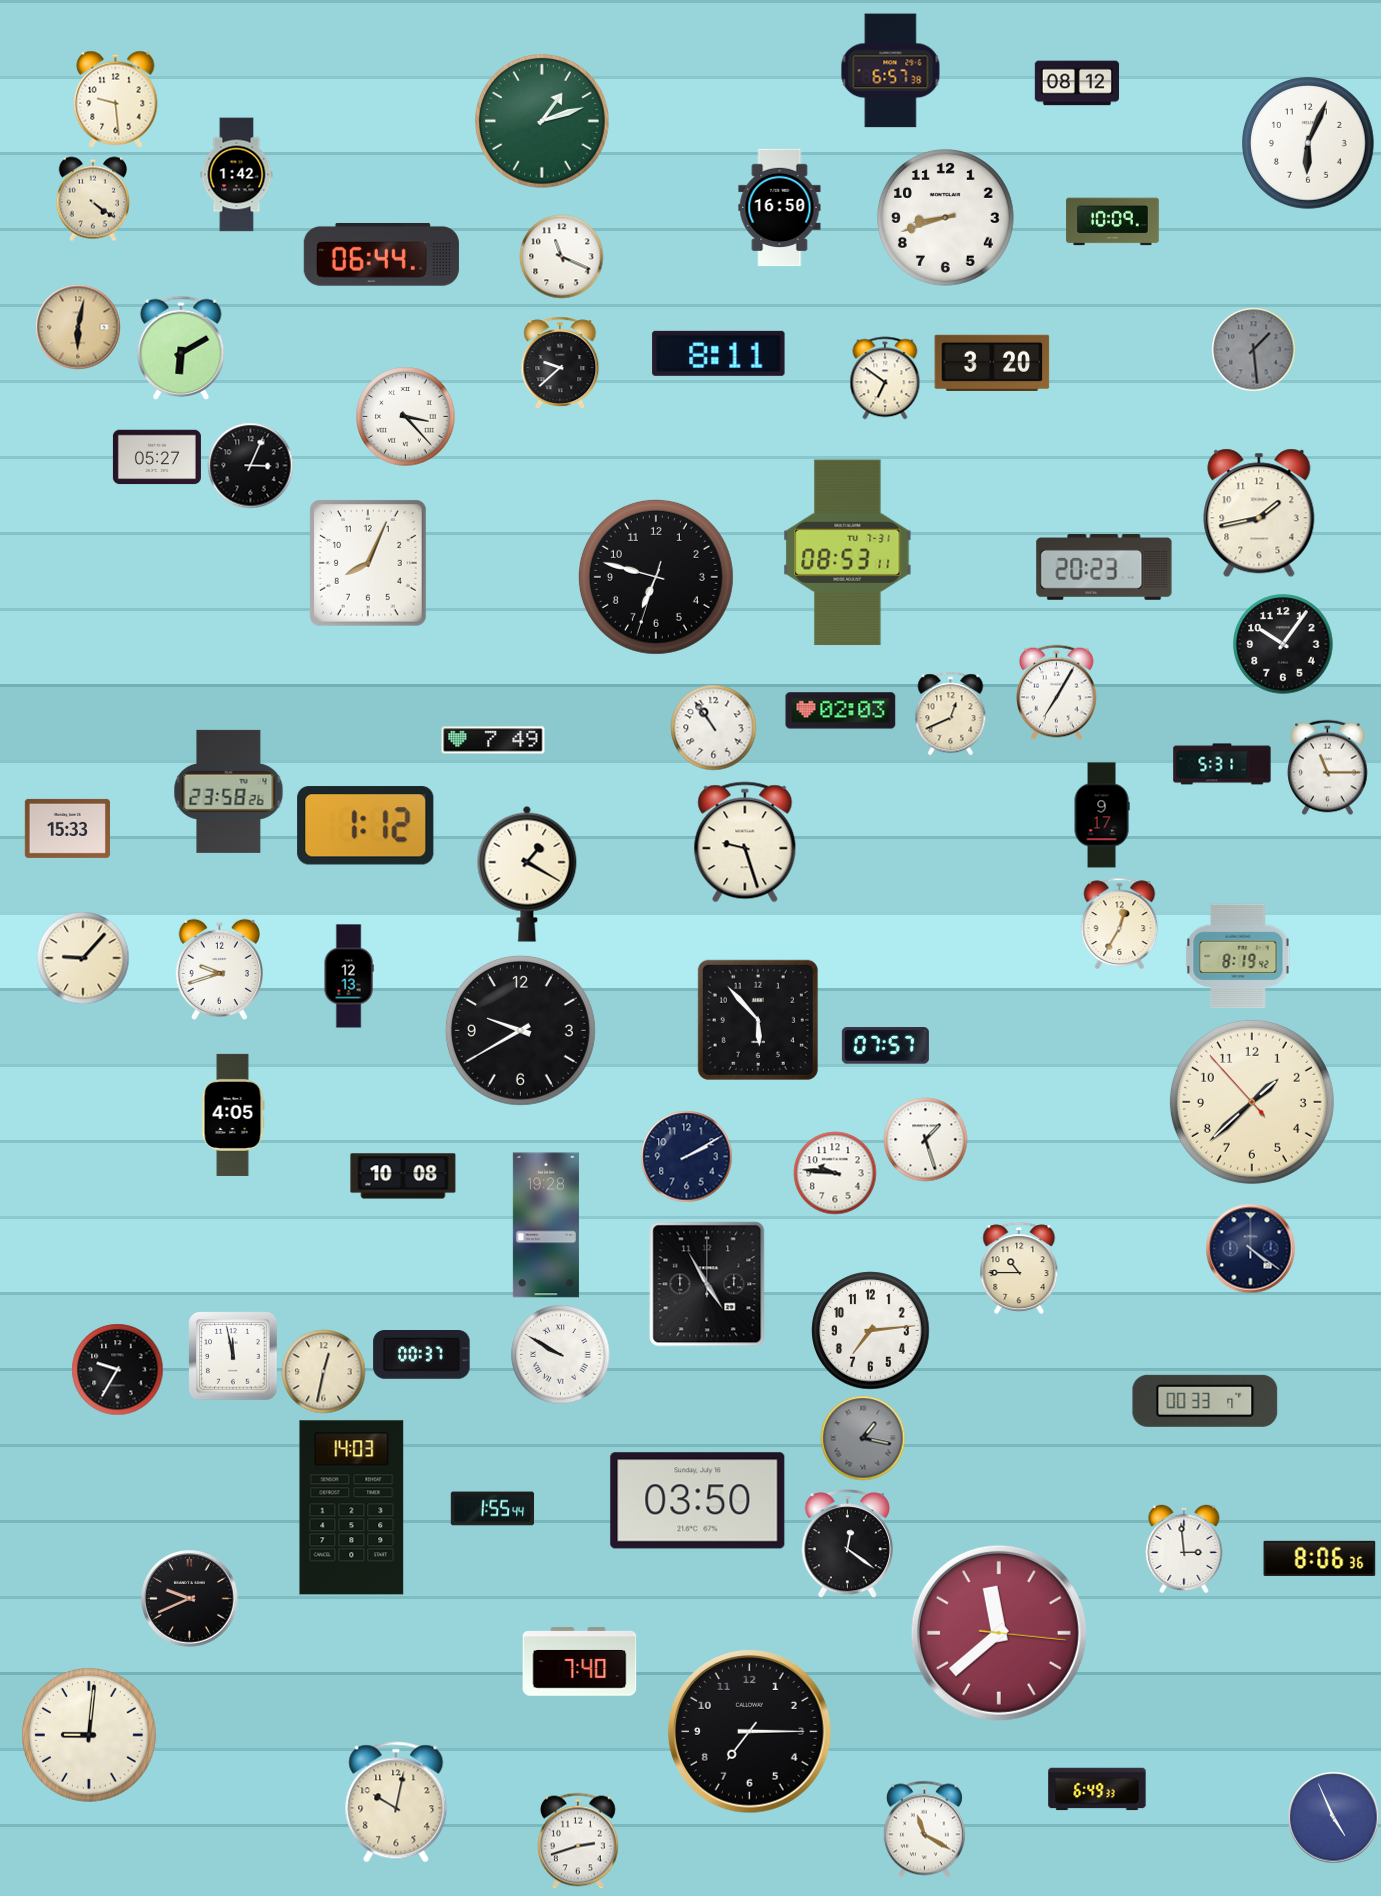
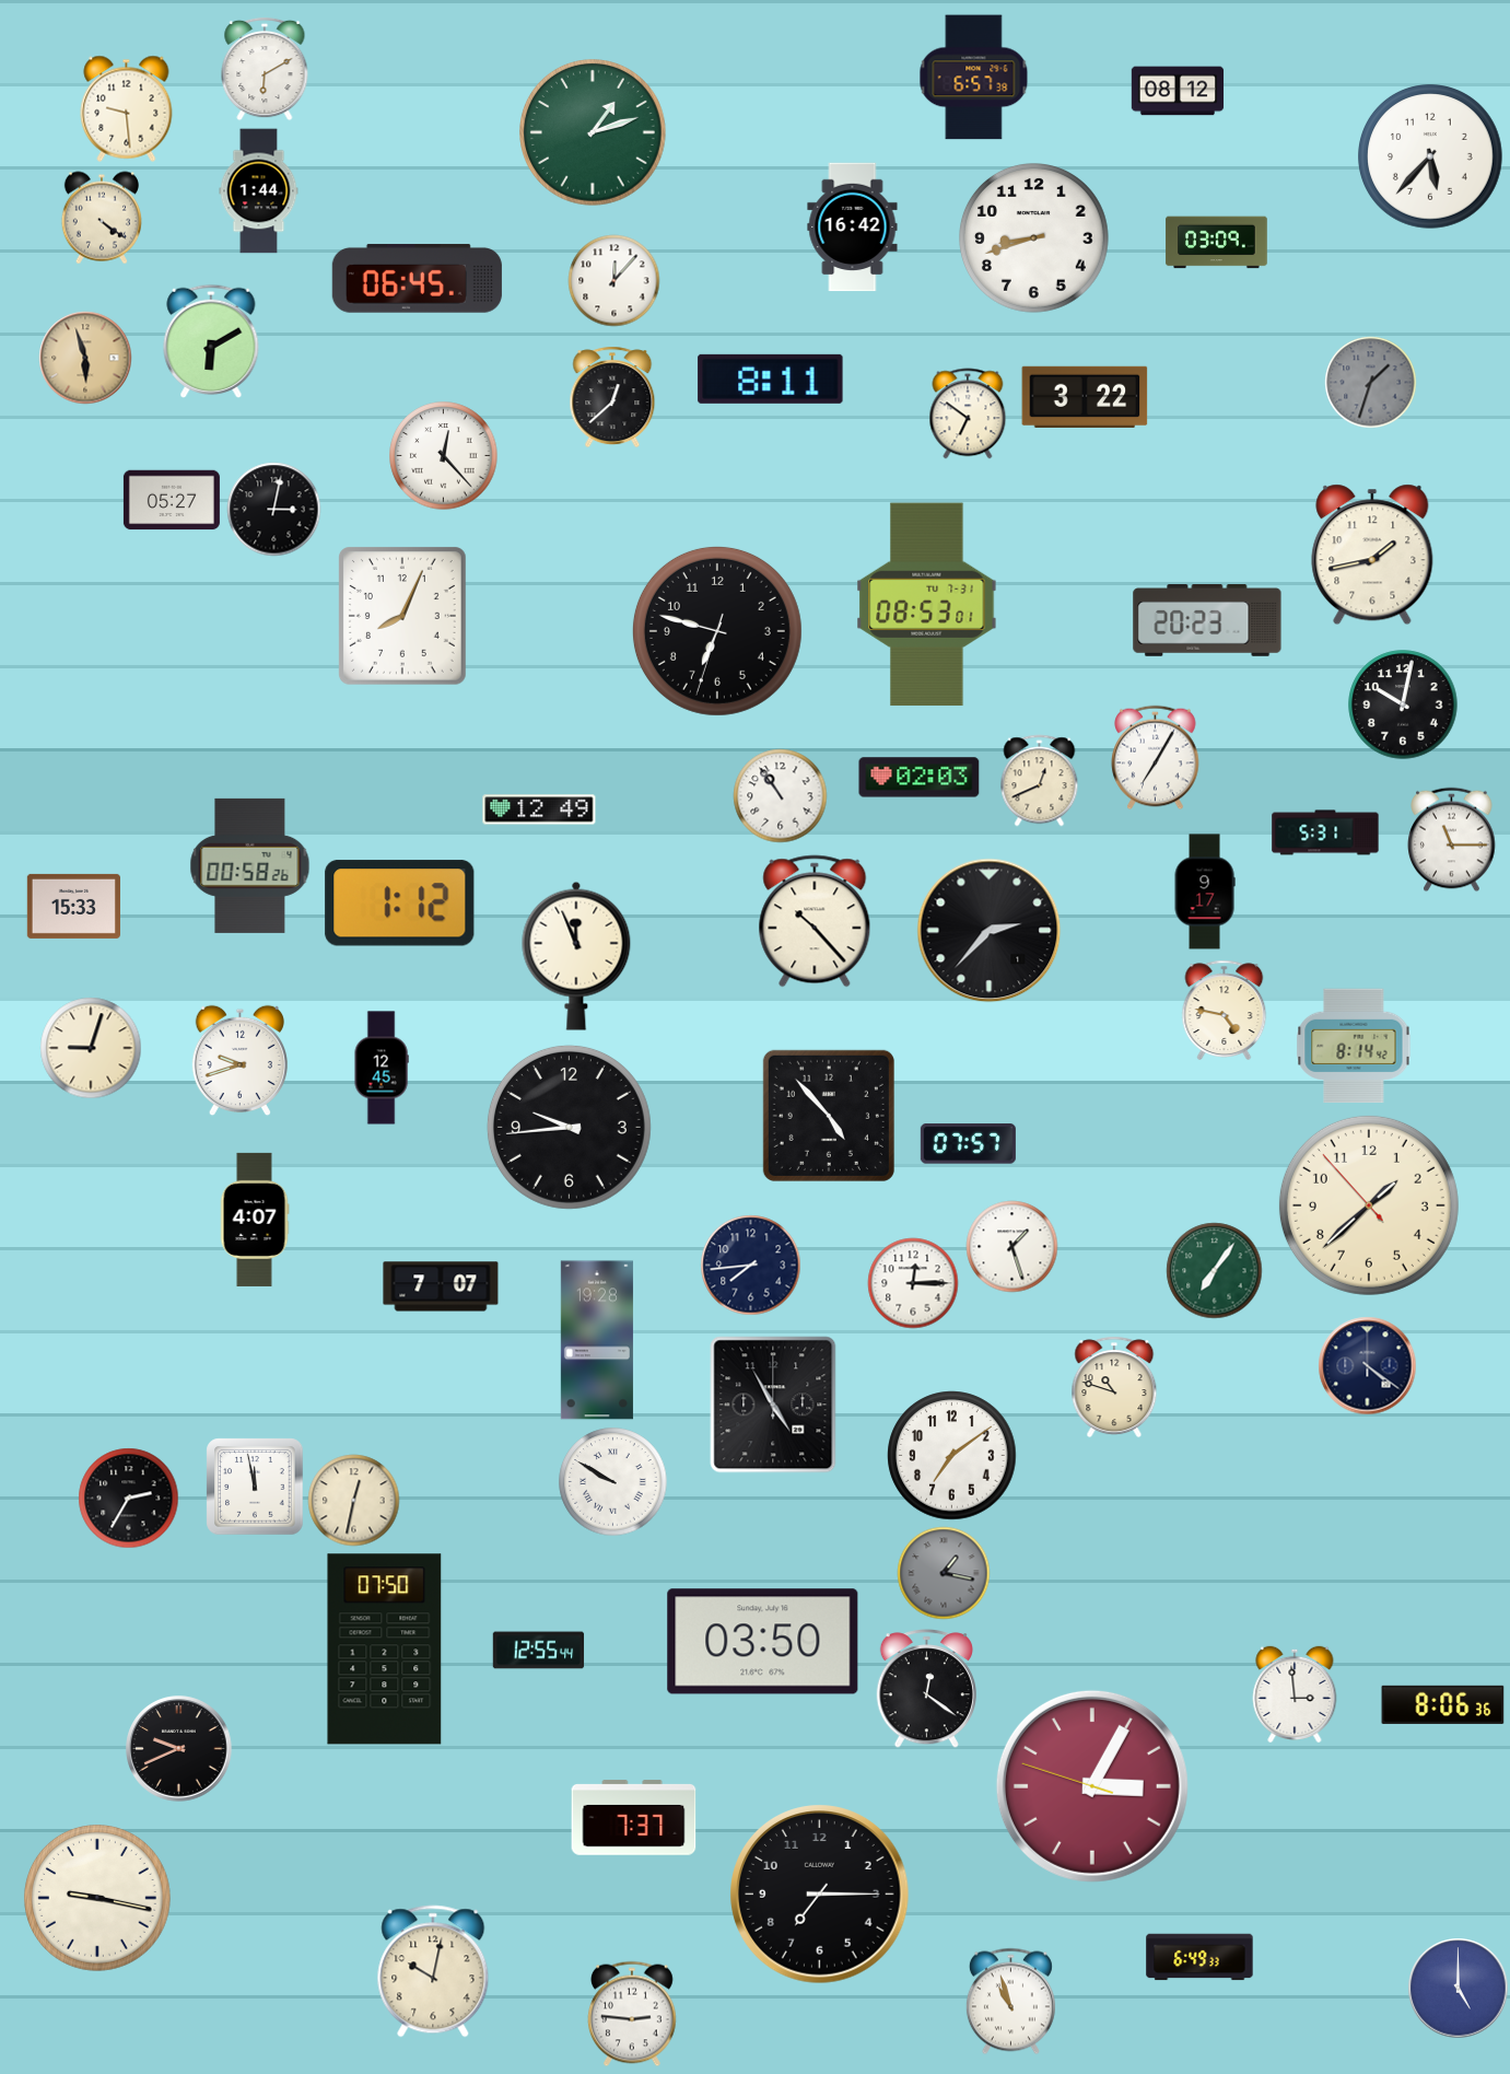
clock at (265, 69): none -> 6:10
clock at (1309, 144): 6:04 -> 5:37
clock at (237, 175): 1:42 -> 1:44
clock at (780, 208): 16:50 -> 16:42
clock at (1113, 222): 10:09 -> 03:09
clock at (381, 254): 06:44 -> 06:45
clock at (562, 257): 11:19 -> 12:07
clock at (78, 327): 6:02 -> 5:57
clock at (181, 348) position: (181, 348) -> (211, 341)
clock at (1254, 350): 1:29 -> 1:33
clock at (719, 353) position: (719, 353) -> (771, 378)
clock at (560, 363): 9:38 -> 12:38
clock at (992, 363): 3:20 -> 3:22
clock at (406, 417): 3:23 -> 12:23
clock at (251, 466): 3:04 -> 3:02
clock at (1259, 513) position: (1259, 513) -> (1372, 555)
clock at (848, 553): 08:53:11 -> 08:53:01
clock at (1283, 644): 10:06 -> 10:02
clock at (493, 740): 7:49 -> 12:49
clock at (1222, 764) position: (1222, 764) -> (1325, 832)
clock at (229, 791): 23:58 -> 00:58
clock at (745, 842): 9:27 -> 10:23
clock at (990, 931): none -> 2:37
clock at (527, 874): 1:20 -> 11:56
clock at (1120, 923): 12:35 -> 4:47
clock at (1238, 956): 8:19 -> 8:14
clock at (83, 958): 9:07 -> 9:03
clock at (349, 976): 12:13 -> 12:45
clock at (758, 1020): 5:53 -> 4:53
clock at (520, 1030): 9:40 -> 9:44
clock at (233, 1115): 4:05 -> 4:07
clock at (687, 1157): 2:10 -> 7:44
clock at (1215, 1271): none -> 7:06
clock at (835, 1173): 9:46 -> 12:15
clock at (403, 1176): 10:08 -> 7:07
clock at (1019, 1268): 10:45 -> 10:48
clock at (871, 1331): 7:14 -> 7:09
clock at (422, 1355): 00:37 -> none
clock at (233, 1356) position: (233, 1356) -> (255, 1487)
clock at (118, 1370): 9:35 -> 2:35
clock at (1205, 1401): 00:33 -> none
clock at (352, 1508): 14:03 -> 07:50
clock at (493, 1509): 1:55 -> 12:55
clock at (190, 1599) position: (190, 1599) -> (179, 1749)
clock at (999, 1633): 11:38 -> 3:04
clock at (580, 1662): 7:40 -> 7:37
clock at (90, 1736): 9:01 -> 9:17
clock at (1334, 1818): 4:56 -> 5:00
clock at (924, 1830): 11:20 -> 10:57
clock at (578, 1841): 2:42 -> 2:46
